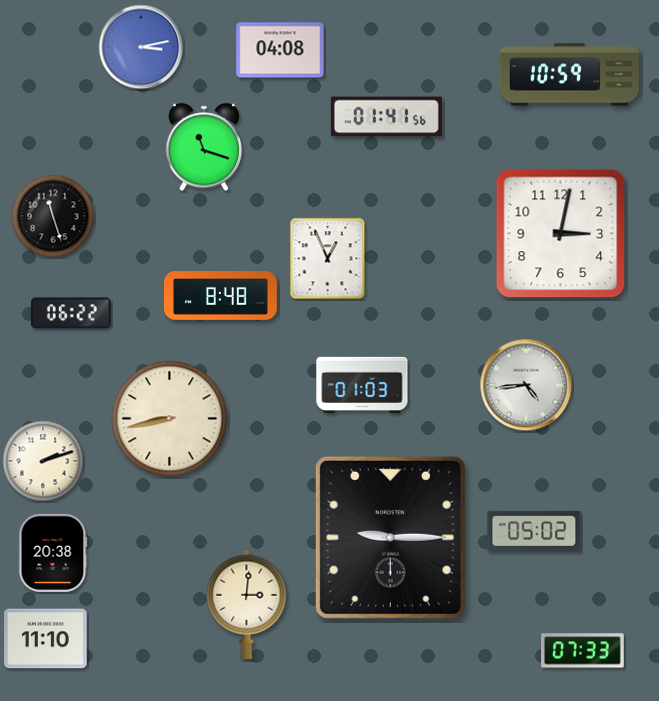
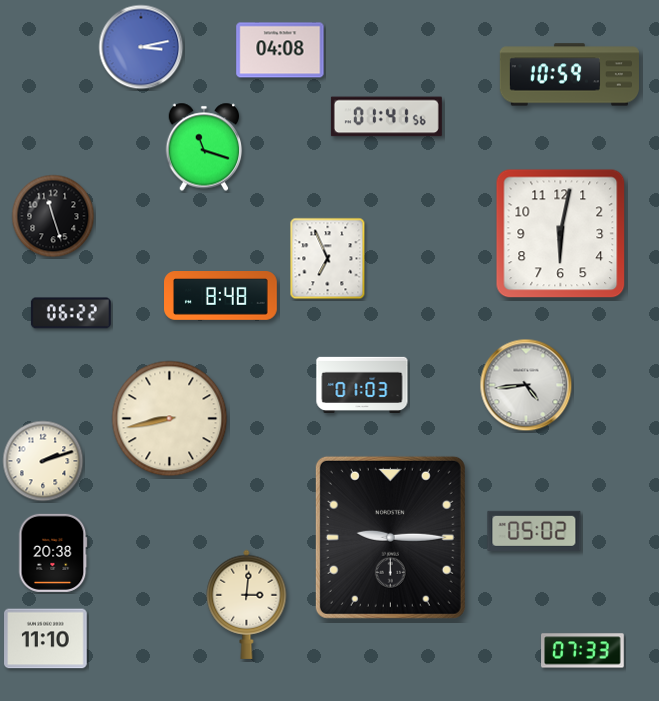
clock at (561, 234): 3:02 -> 6:02
clock at (328, 259): 12:56 -> 6:56
